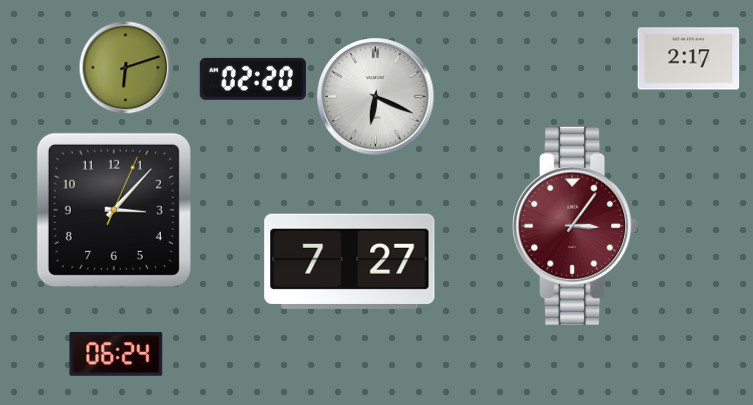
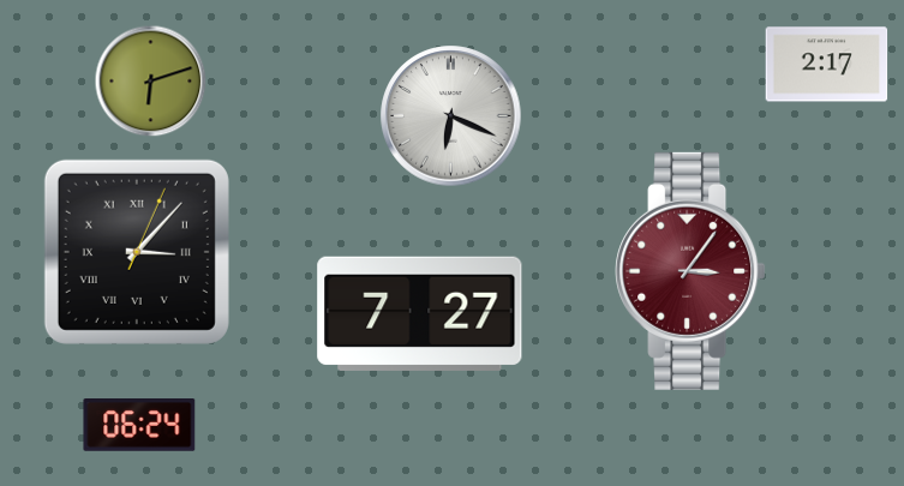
clock at (689, 59) position: (689, 59) -> (827, 65)
clock at (253, 79): 02:20 -> none
clock at (114, 210) numerals: Arabic -> Roman
